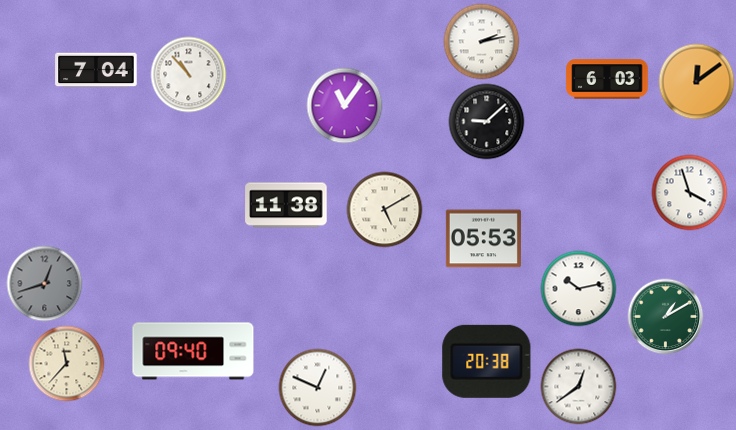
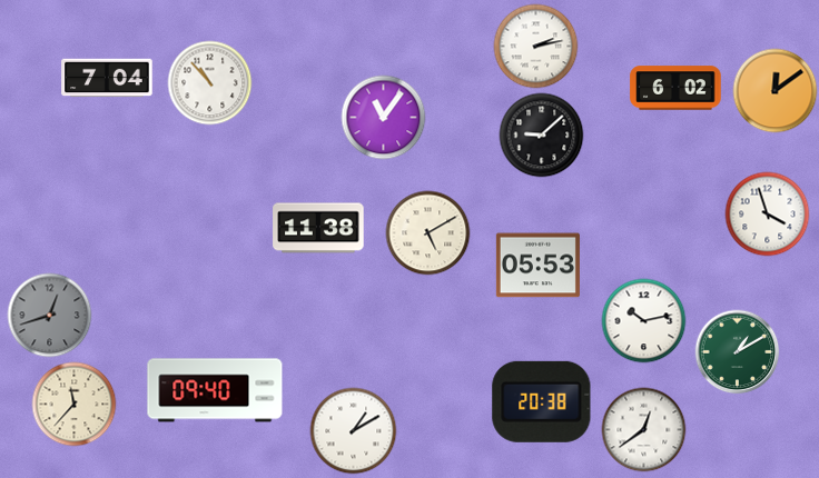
clock at (607, 79): 6:03 -> 6:02
clock at (666, 317) position: (666, 317) -> (738, 352)
clock at (318, 388): 12:49 -> 1:10
